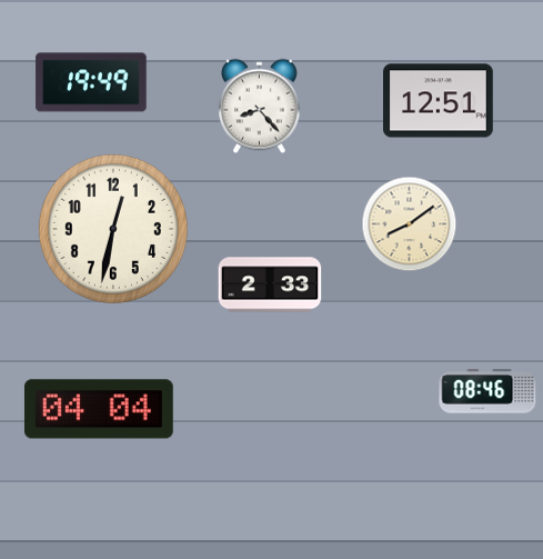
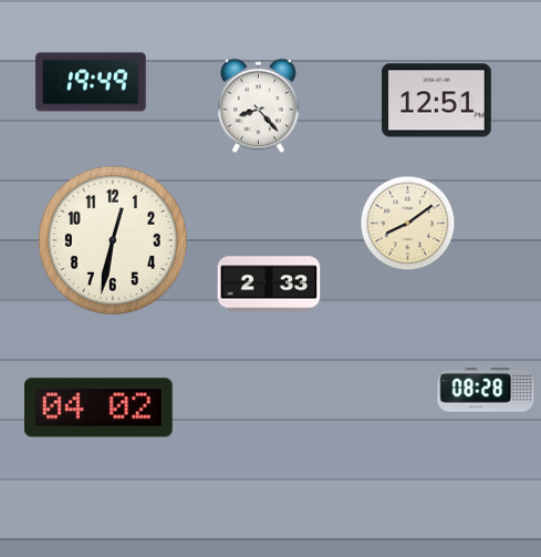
clock at (113, 229) position: (113, 229) -> (113, 240)
clock at (487, 391): 08:46 -> 08:28
clock at (99, 409): 04:04 -> 04:02
